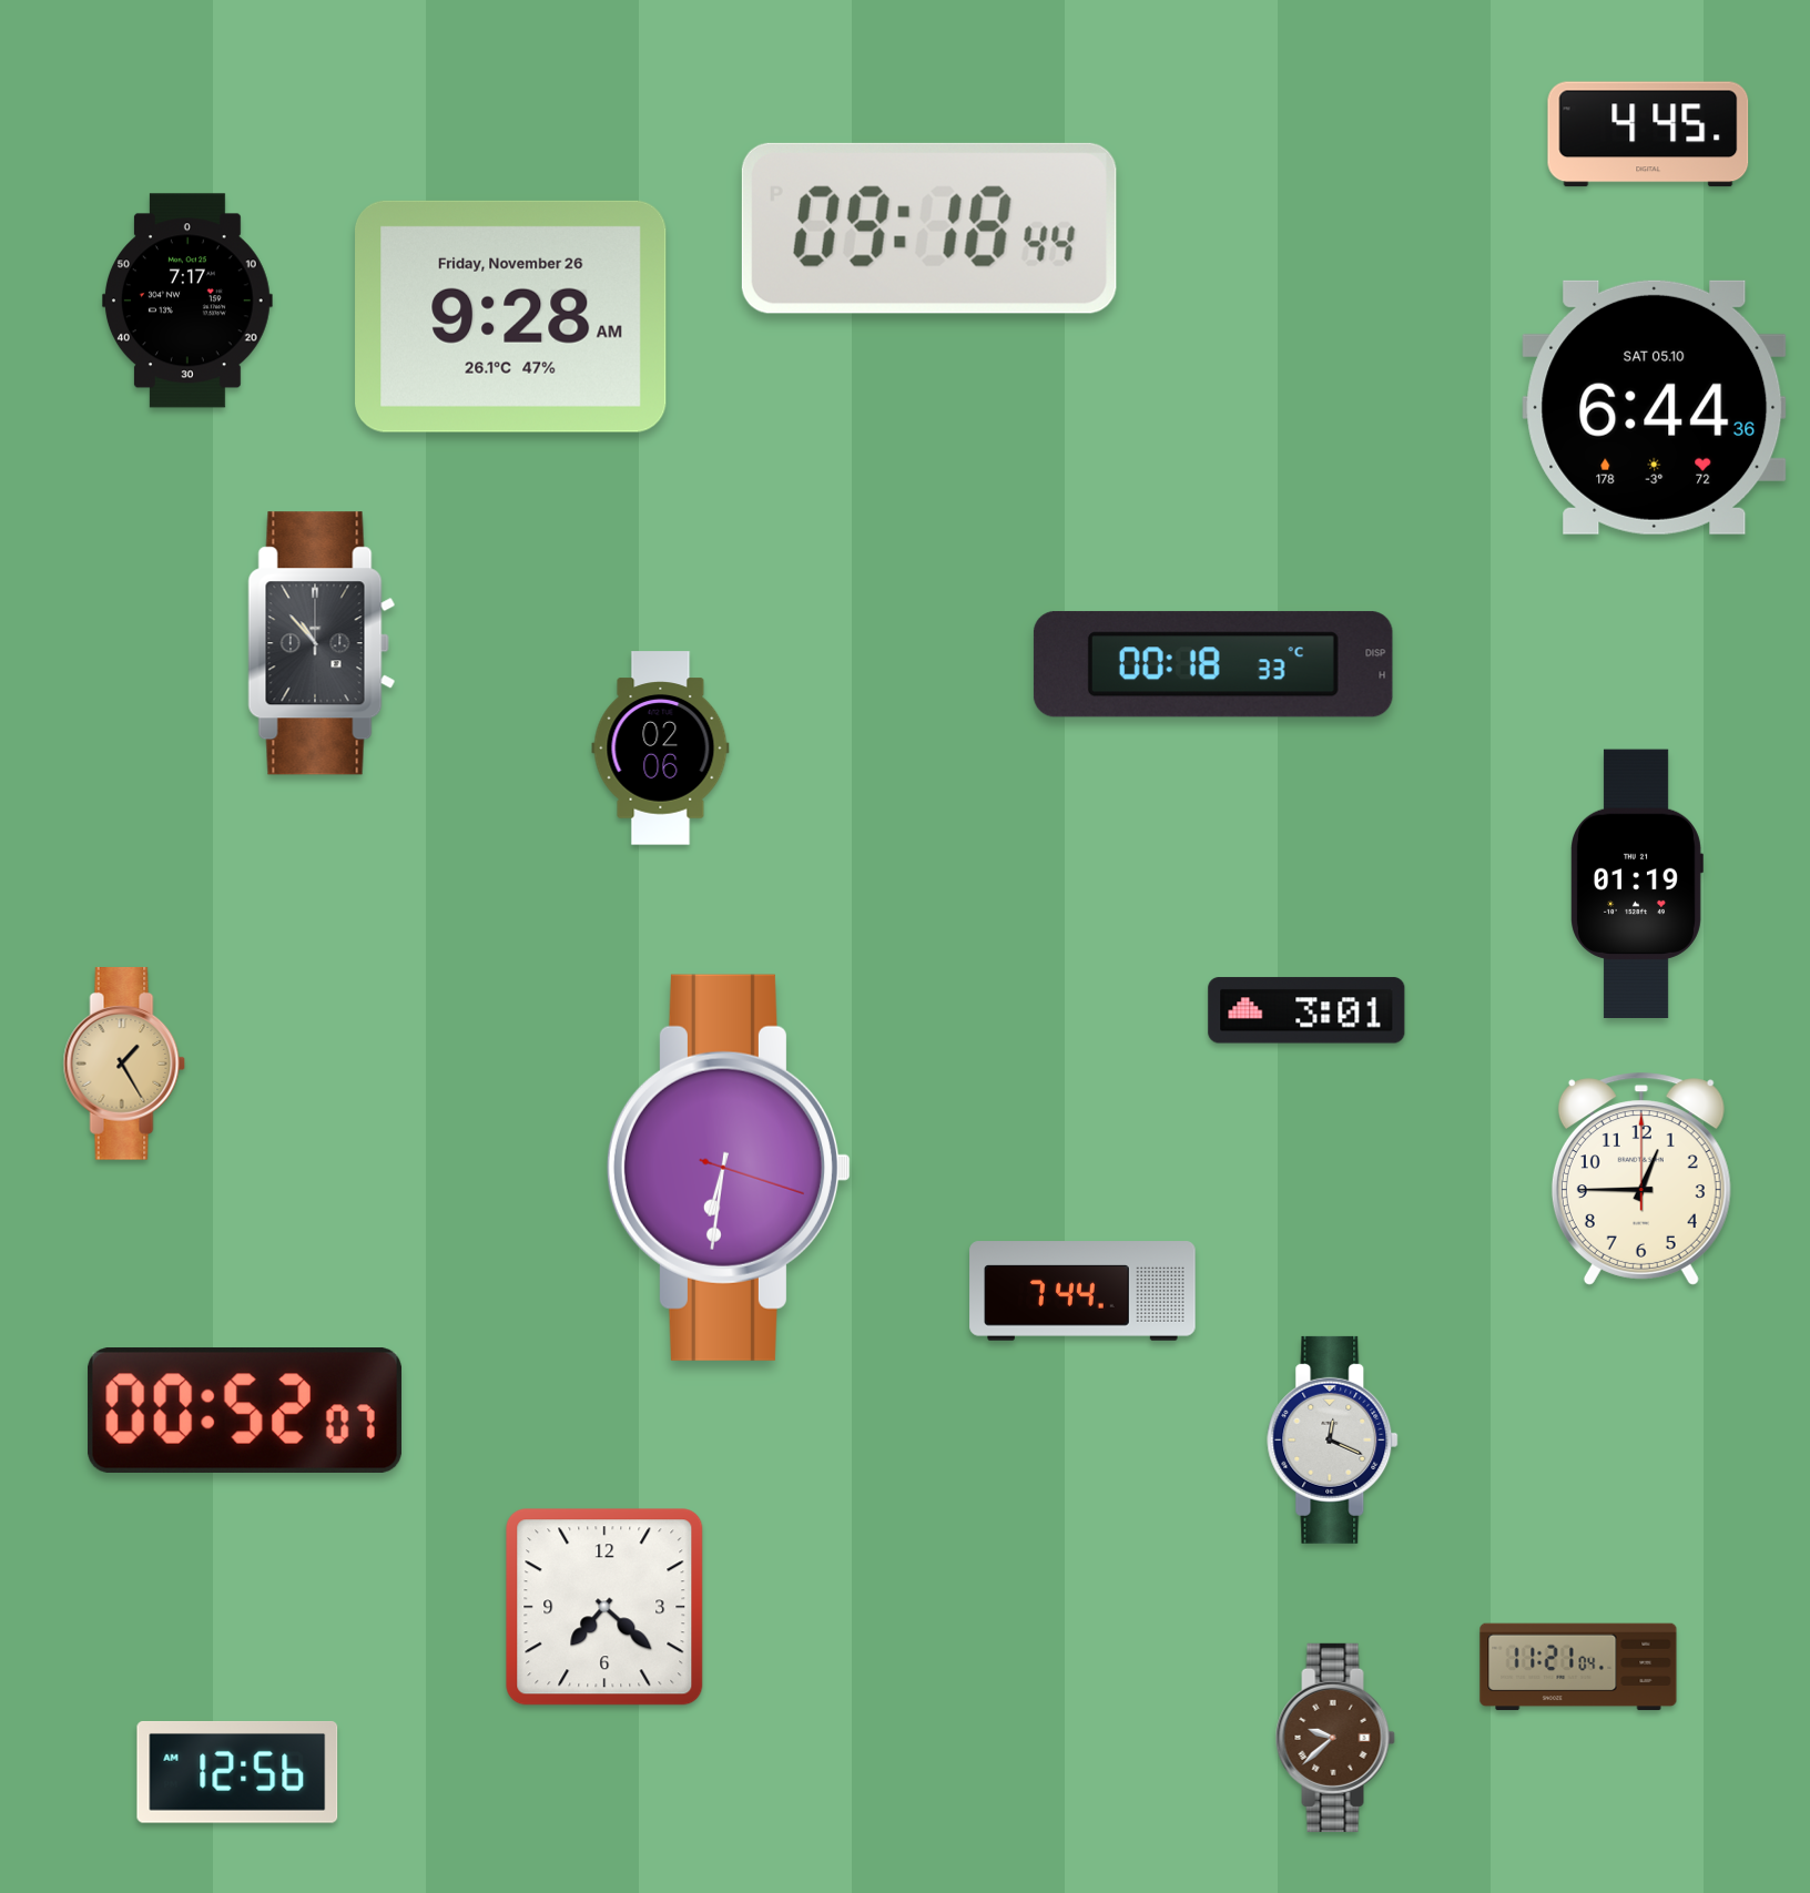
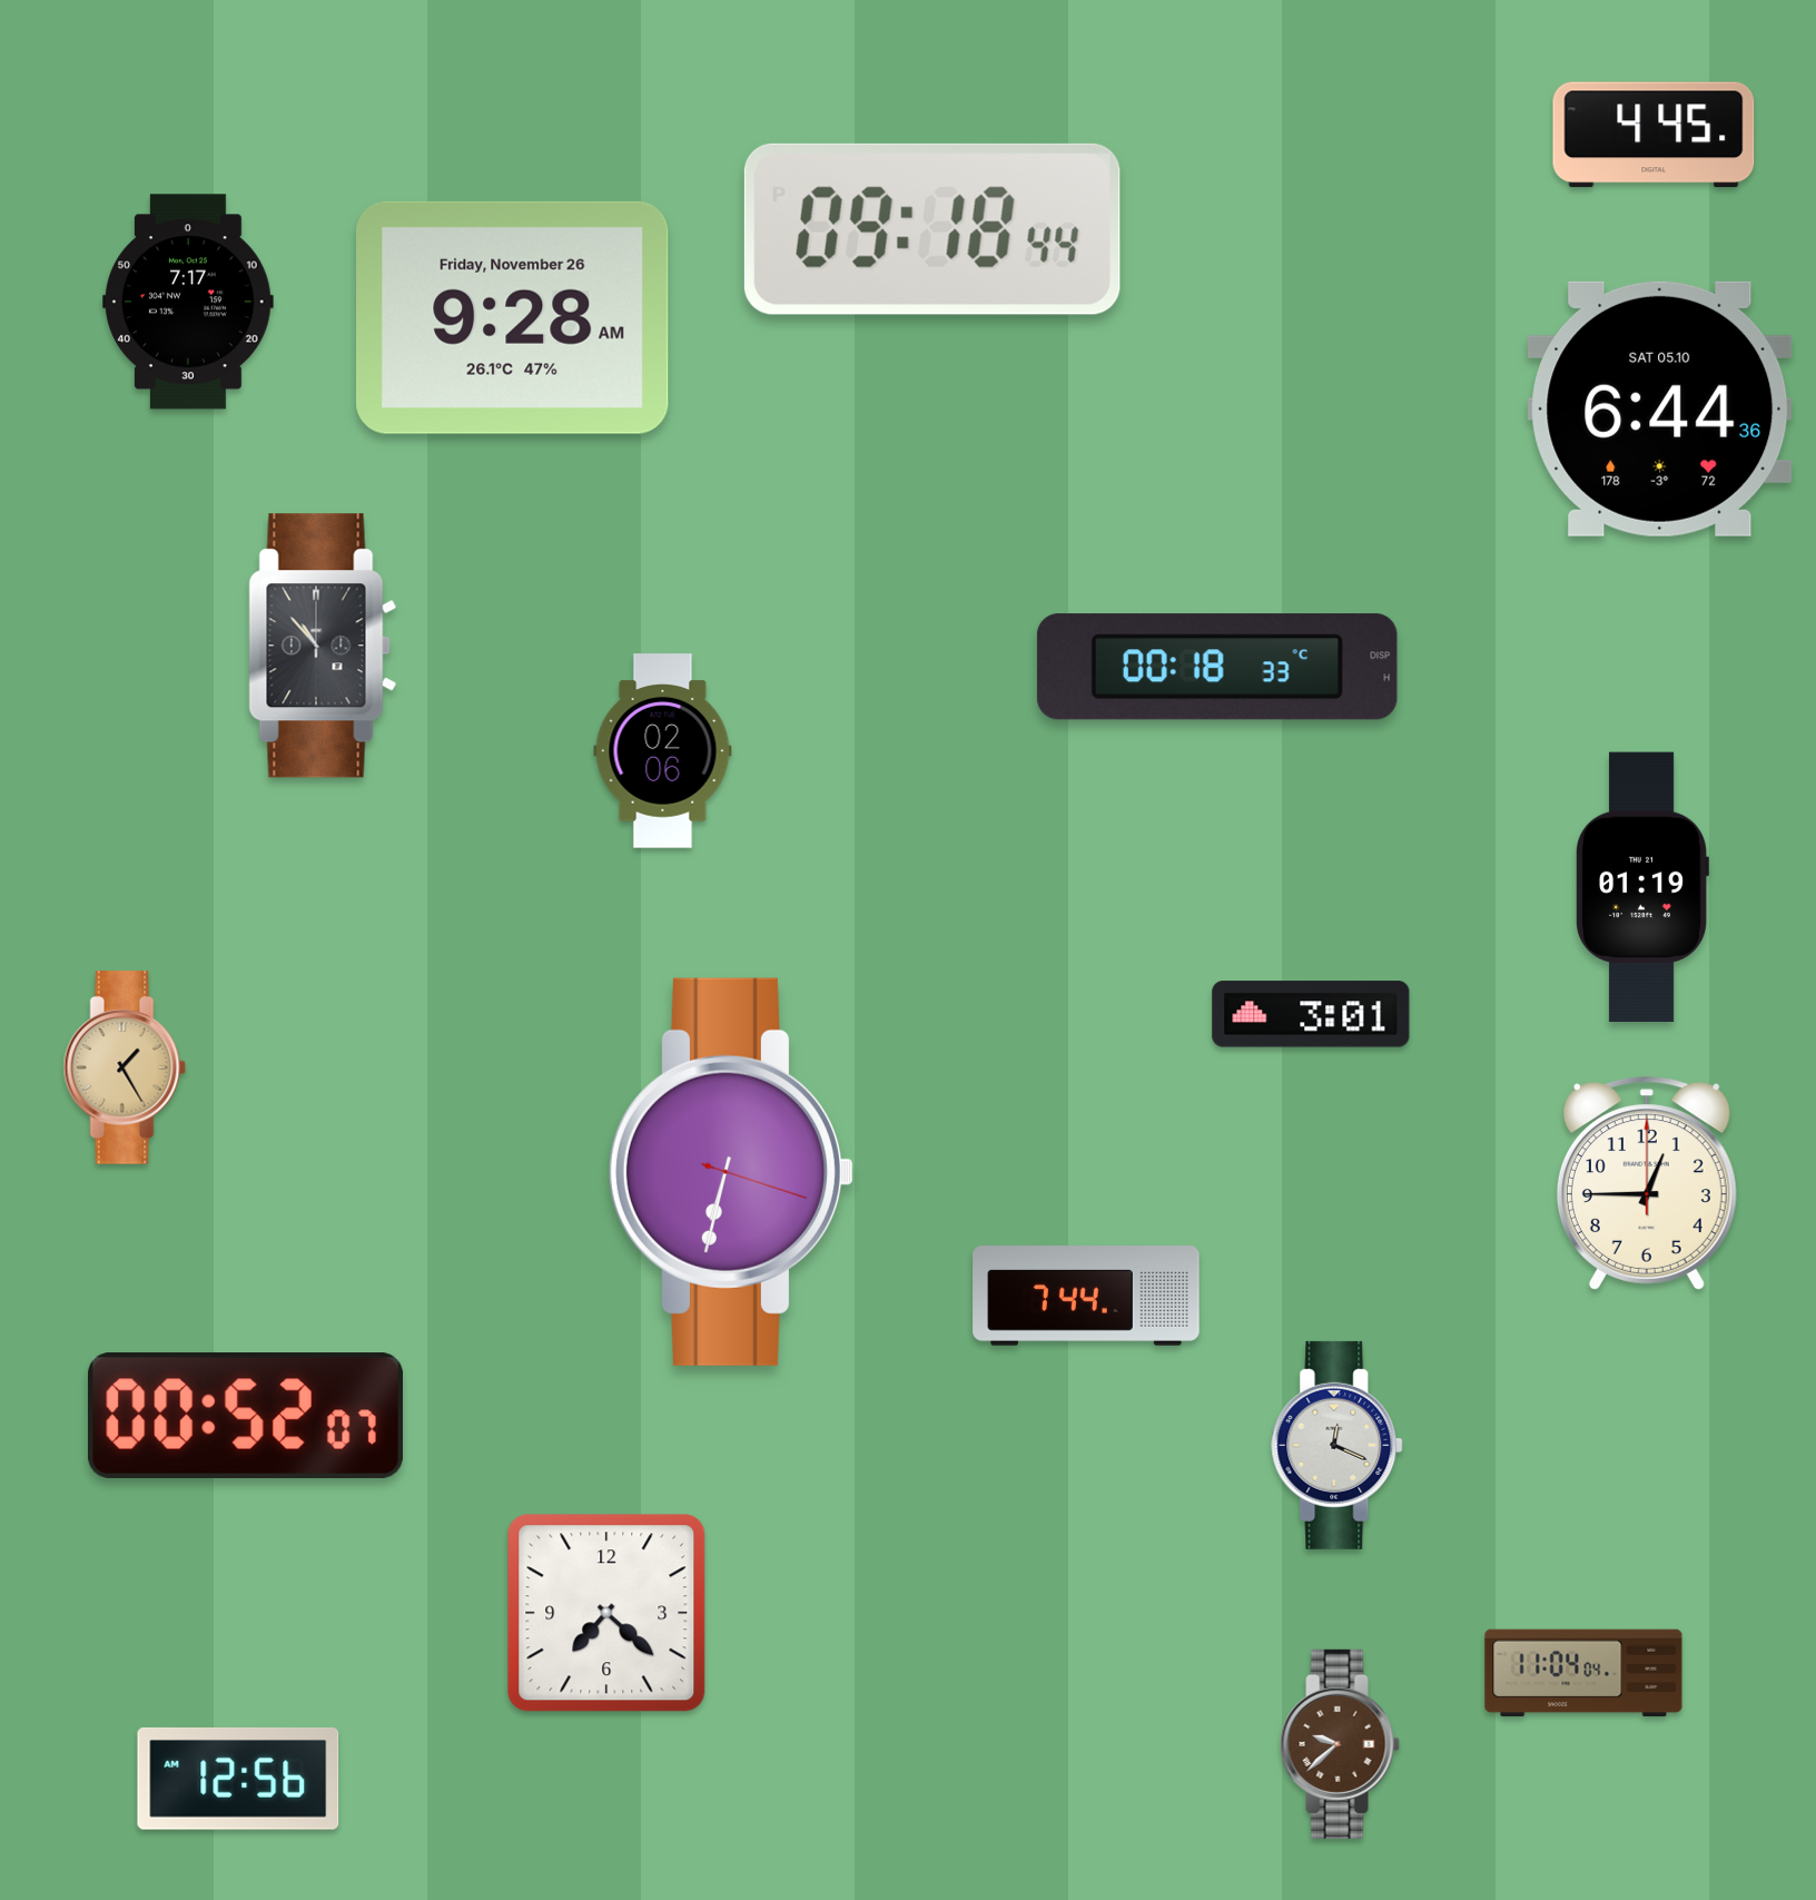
clock at (729, 1168): 6:31 -> 6:32
clock at (1578, 1667): 11:21 -> 11:04
